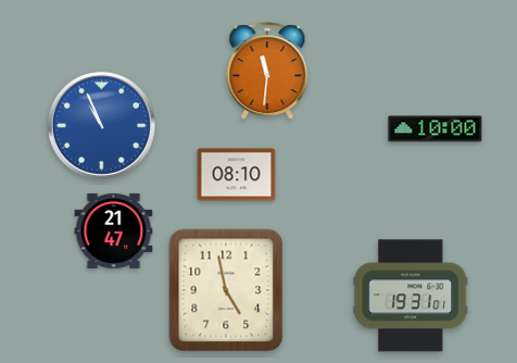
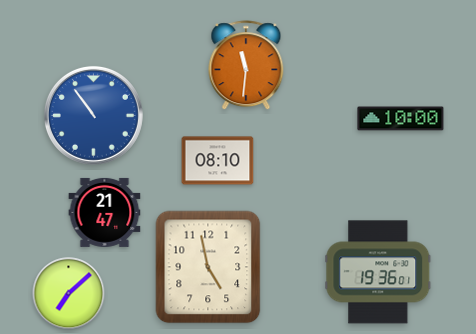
clock at (101, 125): 10:56 -> 10:54
clock at (411, 296): 19:31 -> 19:36
clock at (69, 294): none -> 7:08
